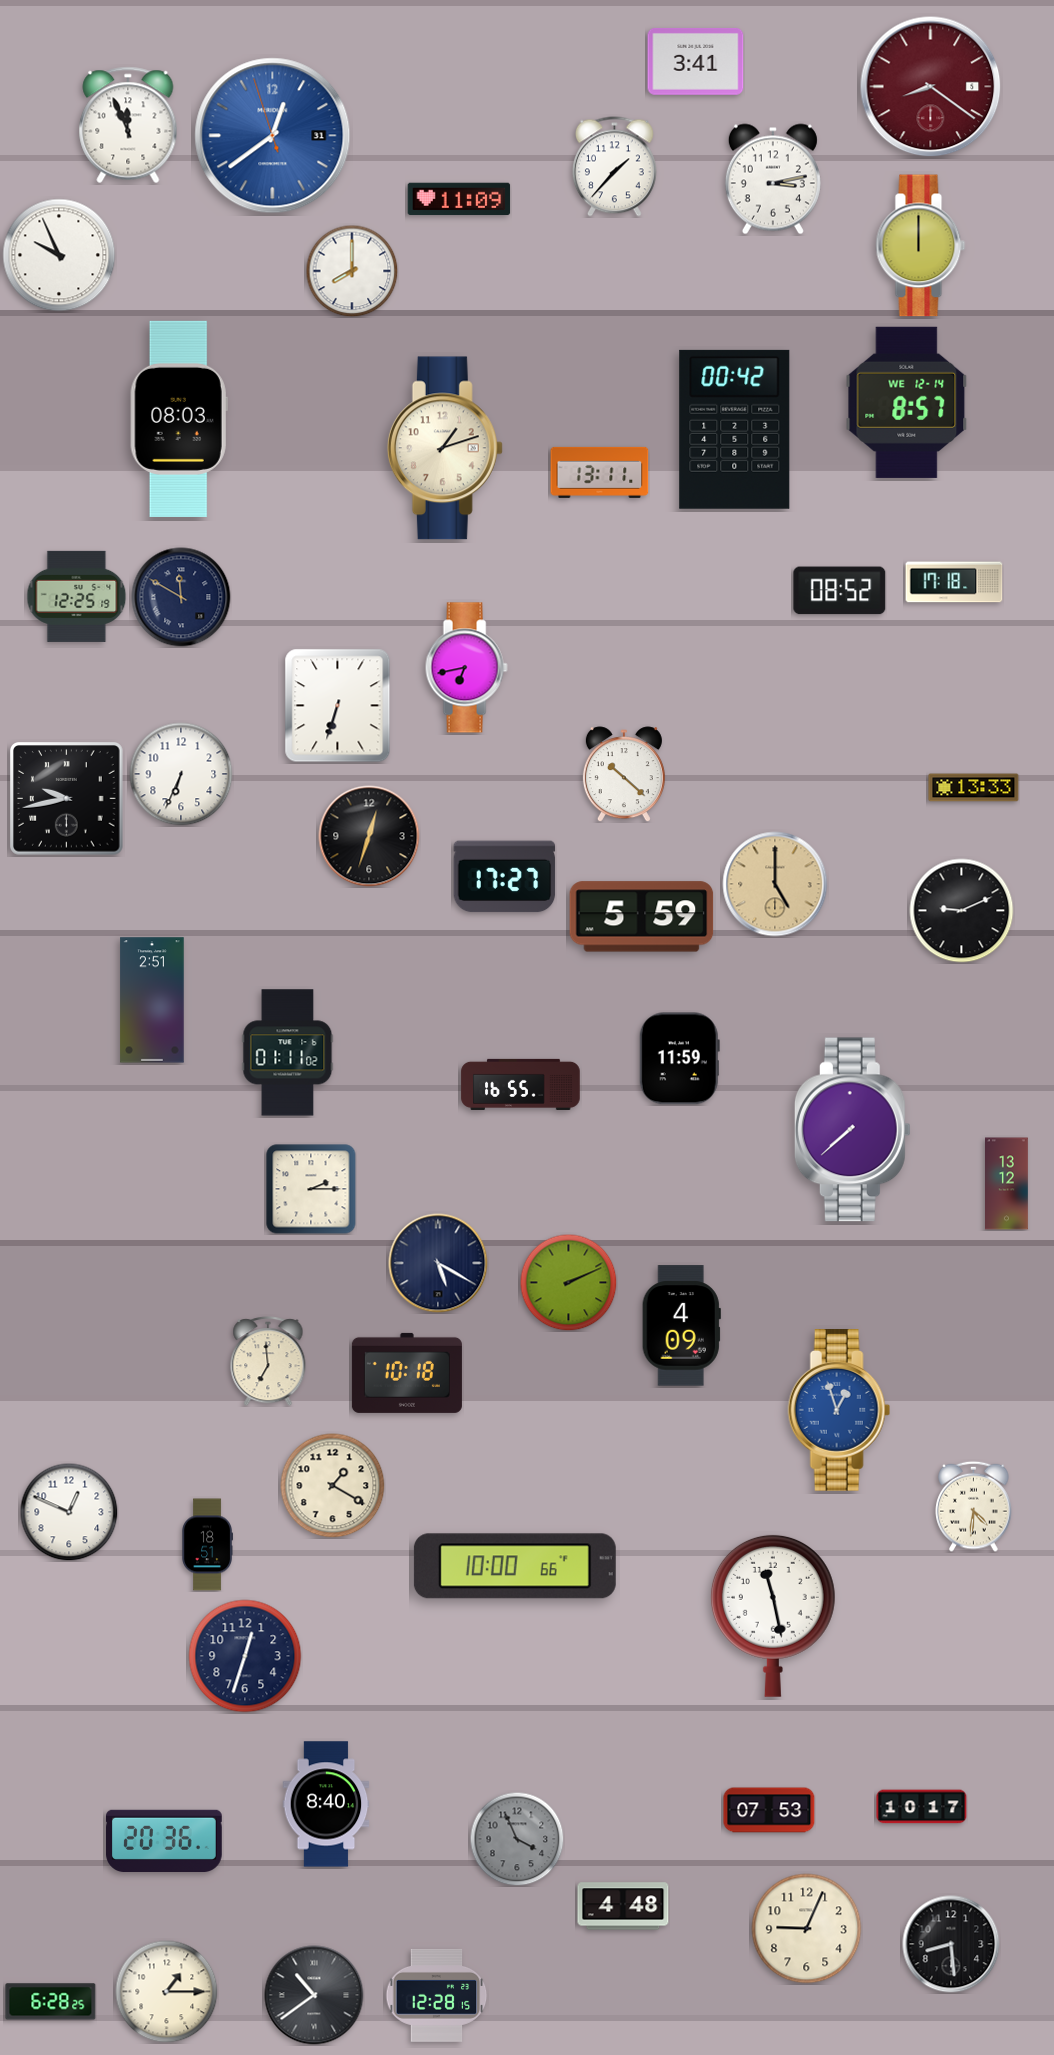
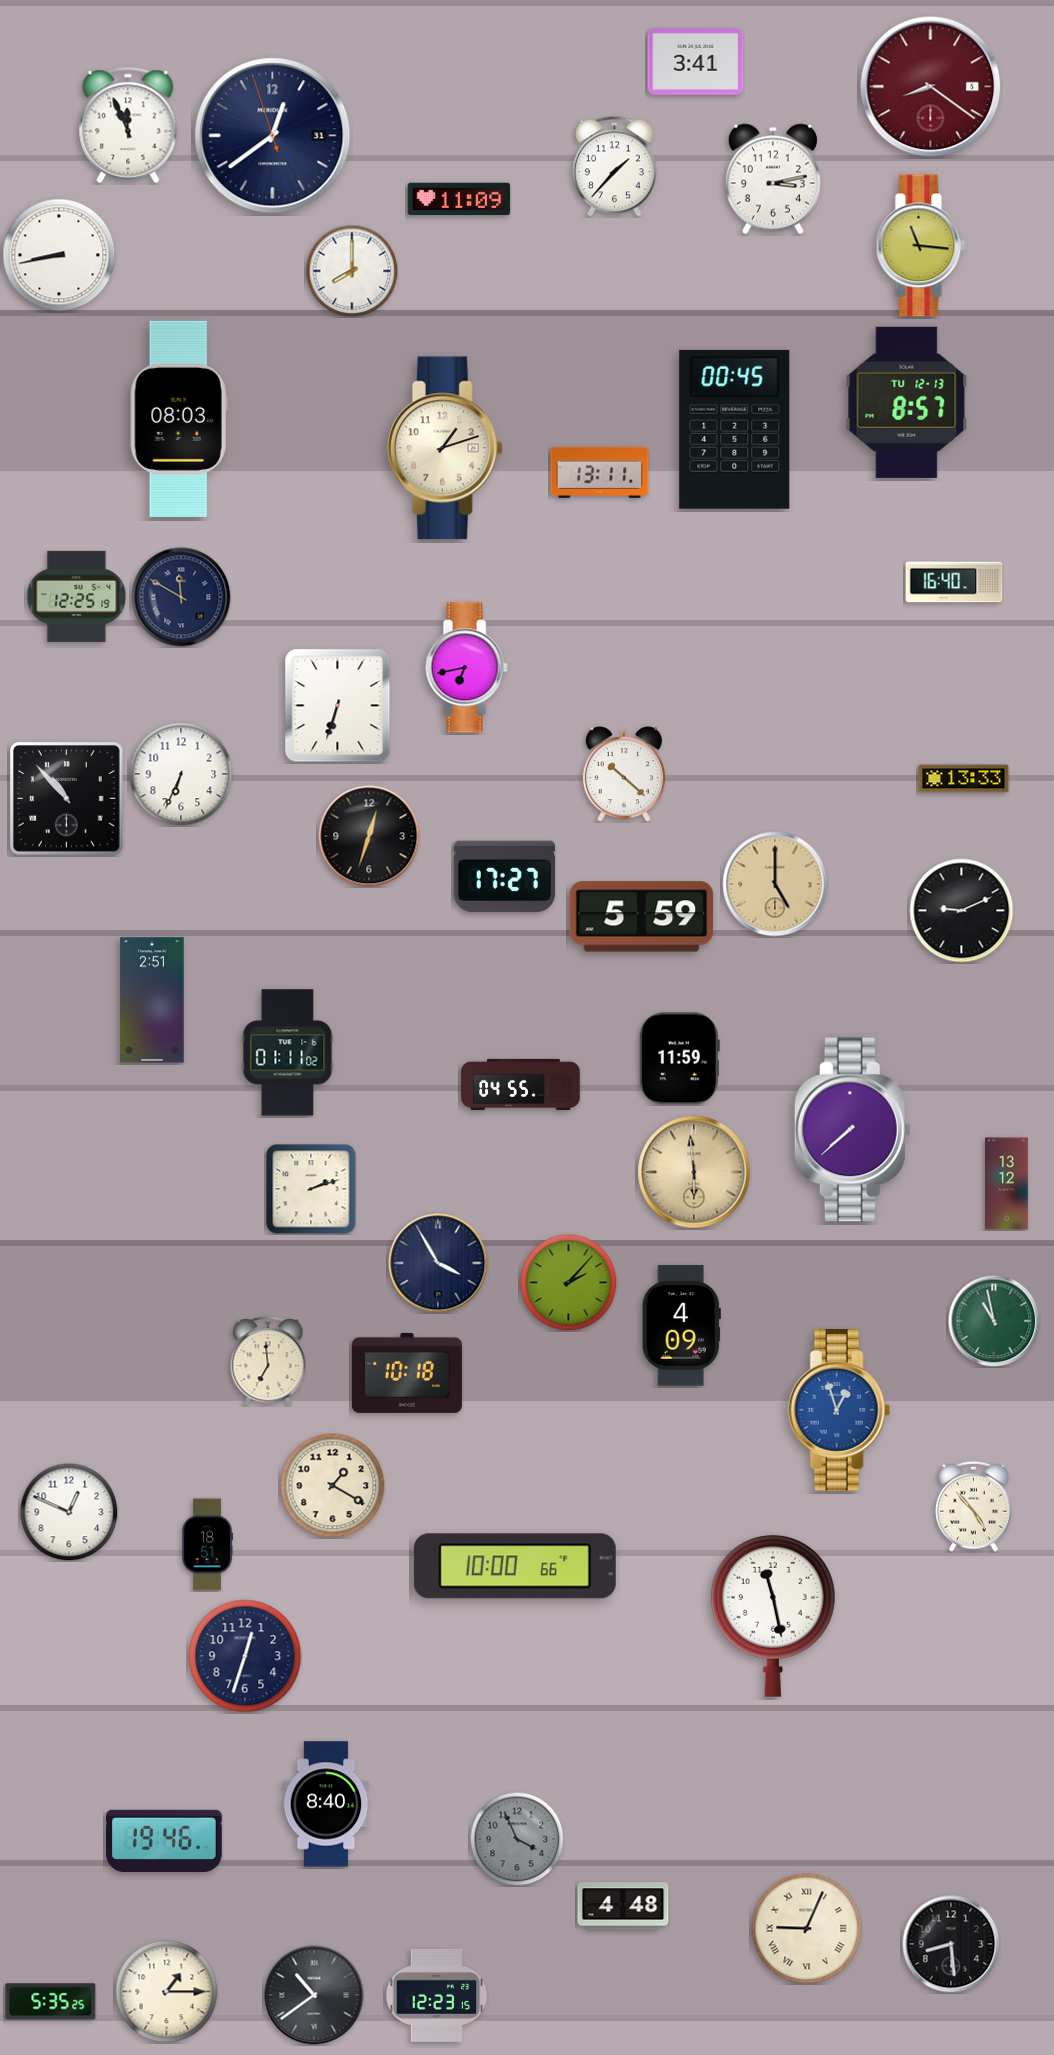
clock at (273, 136) dial: blue -> navy
clock at (921, 246): 12:00 -> 11:16
clock at (59, 255): 9:56 -> 8:43
clock at (907, 402) date: WE 12-14 -> TU 12-13
clock at (735, 429): 00:42 -> 00:45
clock at (954, 582): 17:18 -> 16:40
clock at (840, 591): 08:52 -> none
clock at (974, 788) position: (974, 788) -> (964, 779)
clock at (67, 799): 9:43 -> 10:53
clock at (521, 1084): 16:55 -> 04:55
clock at (694, 1172): none -> 5:59
clock at (311, 1189): 2:15 -> 2:12
clock at (438, 1263): 5:20 -> 3:55
clock at (568, 1282): 2:11 -> 2:07
clock at (994, 1321): none -> 10:58
clock at (974, 1506): 4:31 -> 4:53
clock at (922, 1807): 10:17 -> none
clock at (769, 1810): 07:53 -> none
clock at (165, 1840): 20:36 -> 19:46
clock at (807, 1929) numerals: Arabic -> Roman
clock at (437, 1995): 12:28 -> 12:23
clock at (51, 2002): 6:28 -> 5:35
